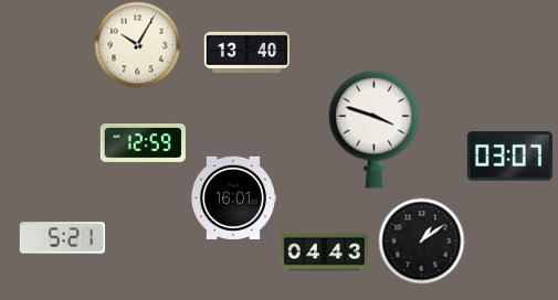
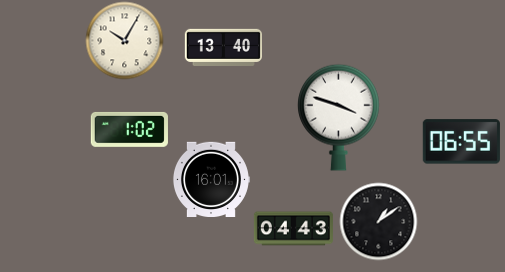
clock at (143, 142): 12:59 -> 1:02
clock at (509, 157): 03:07 -> 06:55
clock at (62, 238): 5:21 -> none
clock at (421, 240) position: (421, 240) -> (378, 221)
